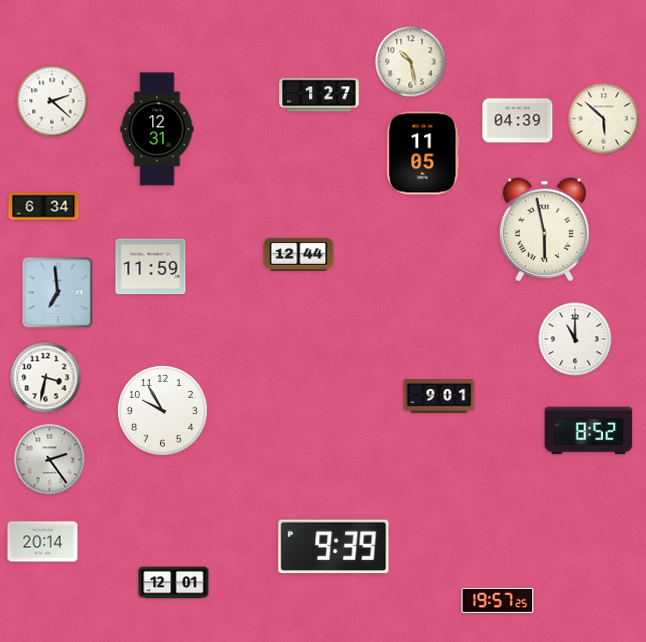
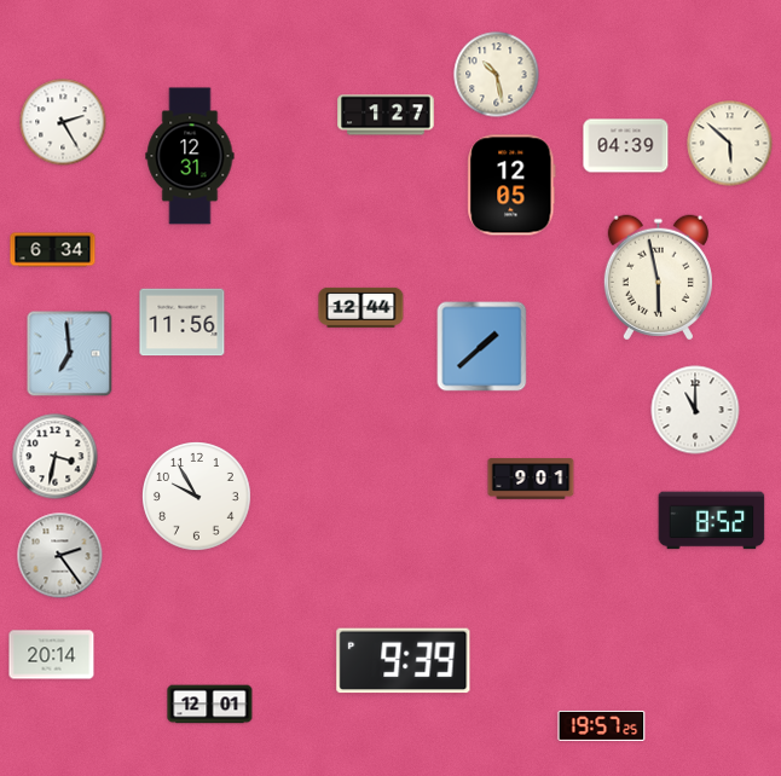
clock at (52, 101): 2:22 -> 2:25
clock at (423, 153): 11:05 -> 12:05
clock at (151, 267): 11:59 -> 11:56
clock at (482, 347): none -> 1:38
